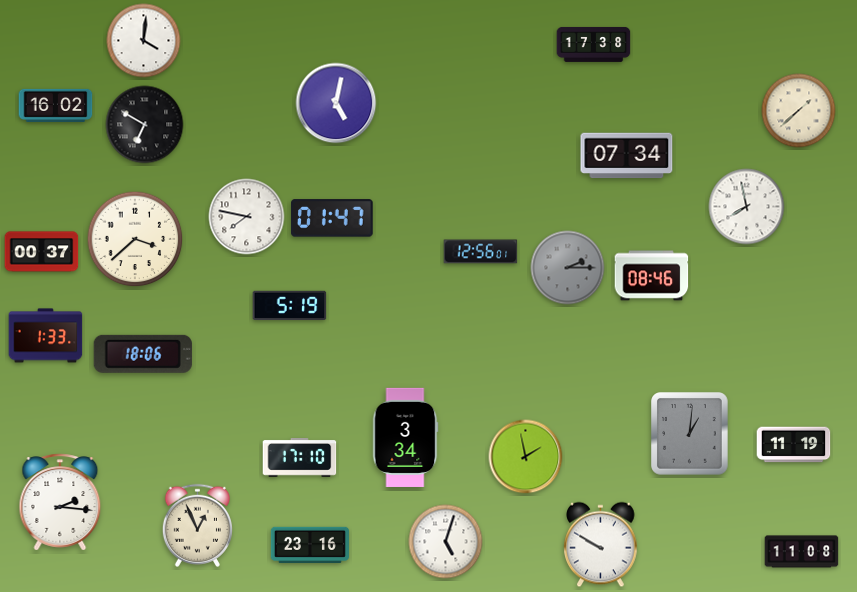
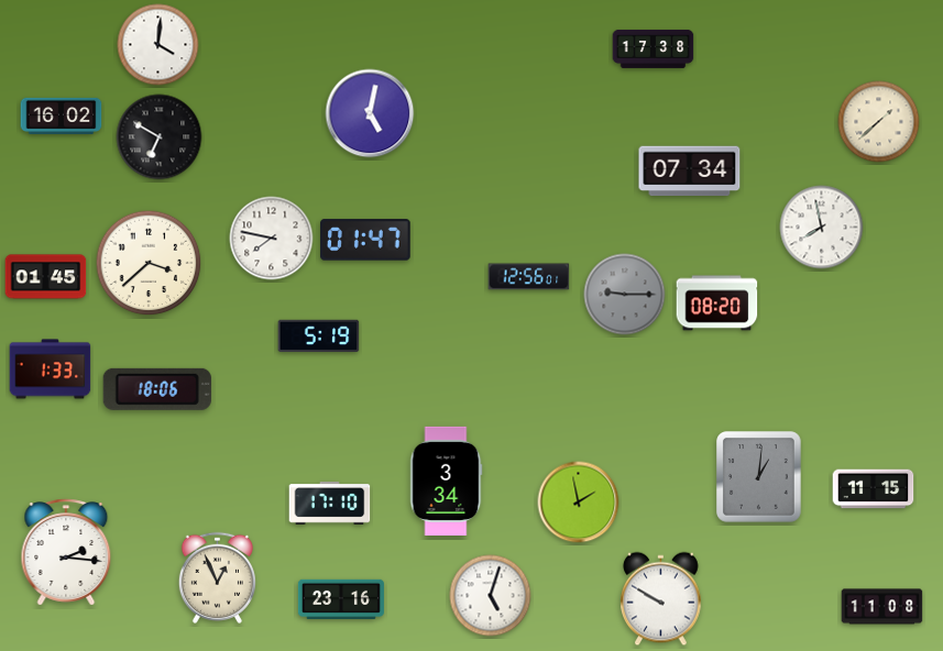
clock at (42, 252): 00:37 -> 01:45
clock at (568, 268): 2:15 -> 9:15
clock at (652, 276): 08:46 -> 08:20
clock at (794, 445): 11:19 -> 11:15
